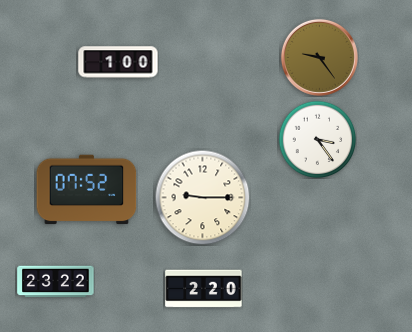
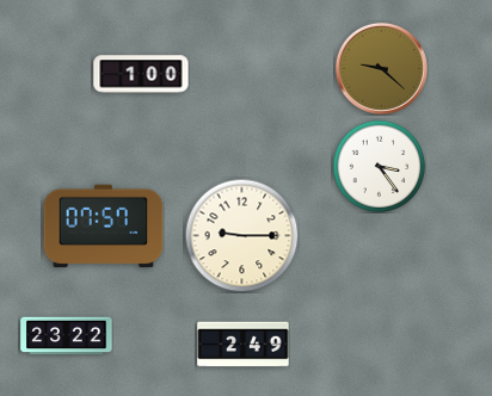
clock at (319, 57): 9:24 -> 9:22
clock at (87, 190): 07:52 -> 07:57
clock at (204, 289): 2:20 -> 2:49
